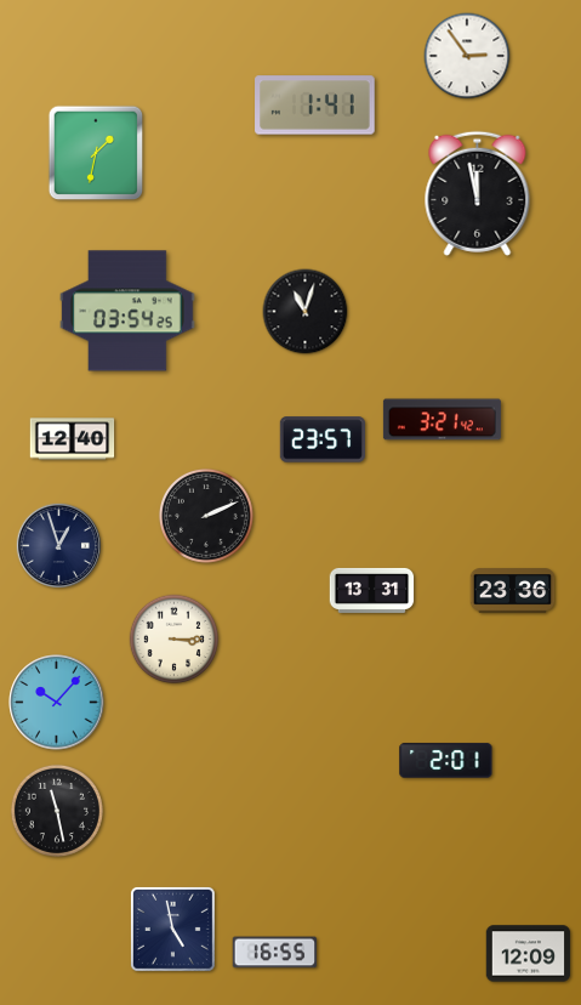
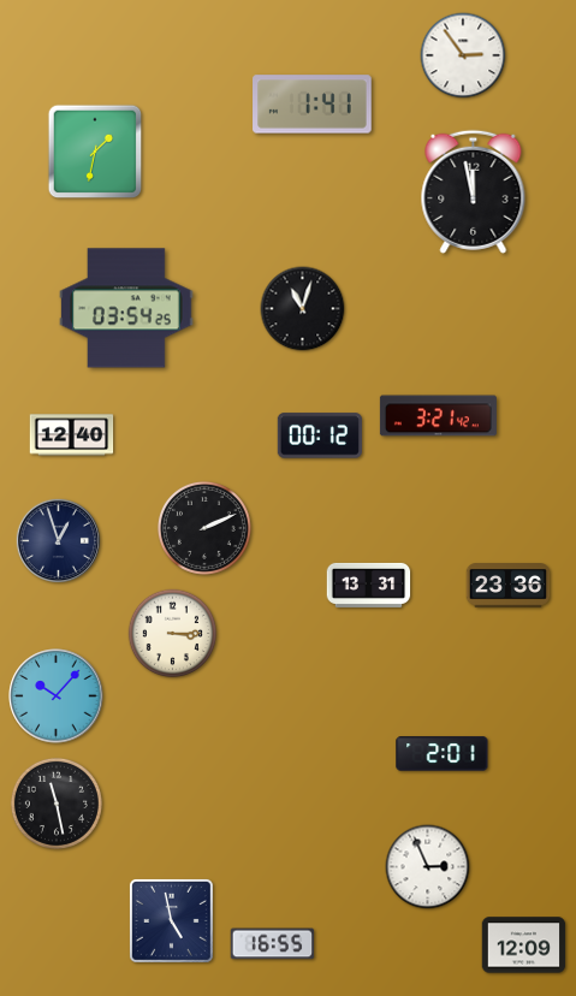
clock at (323, 439): 23:57 -> 00:12
clock at (206, 516) position: (206, 516) -> (204, 528)
clock at (428, 867): none -> 2:56
